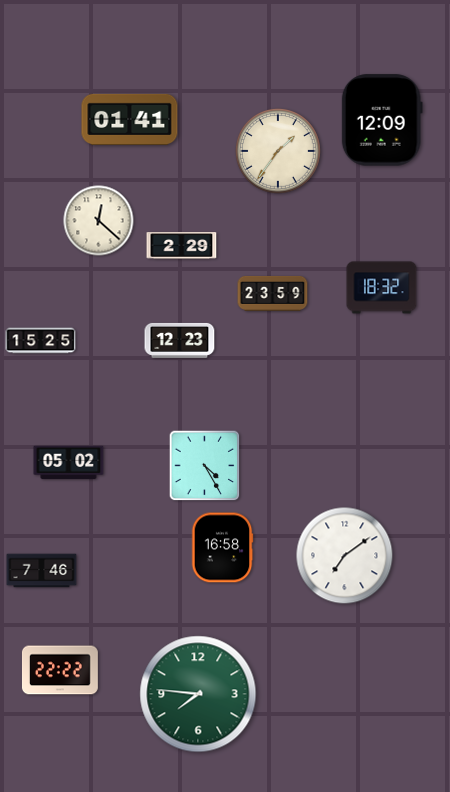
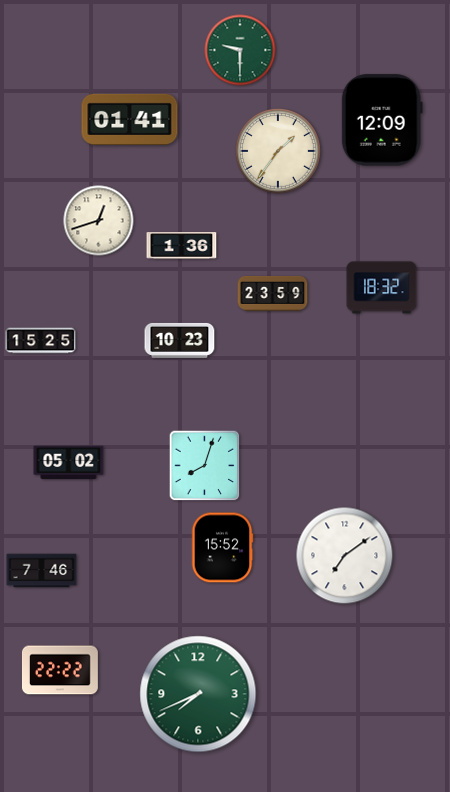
clock at (240, 50): none -> 9:30
clock at (99, 221): 12:22 -> 12:42
clock at (182, 246): 2:29 -> 1:36
clock at (180, 340): 12:23 -> 10:23
clock at (205, 466): 4:25 -> 8:03
clock at (222, 548): 16:58 -> 15:52
clock at (198, 694): 7:46 -> 7:41
